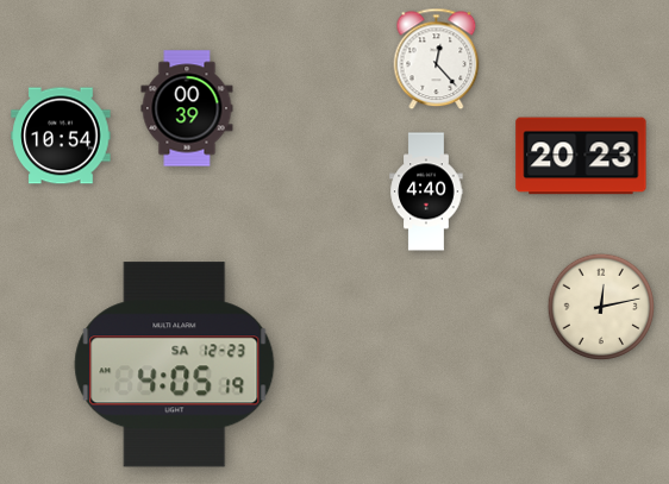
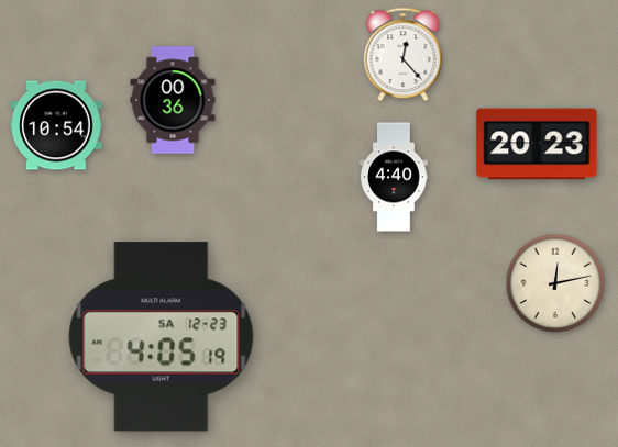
clock at (187, 108): 00:39 -> 00:36
